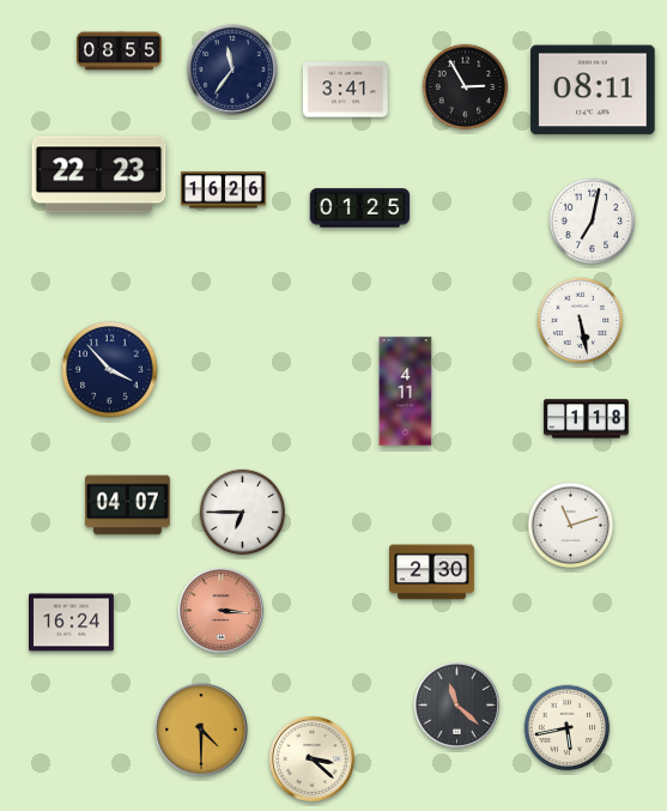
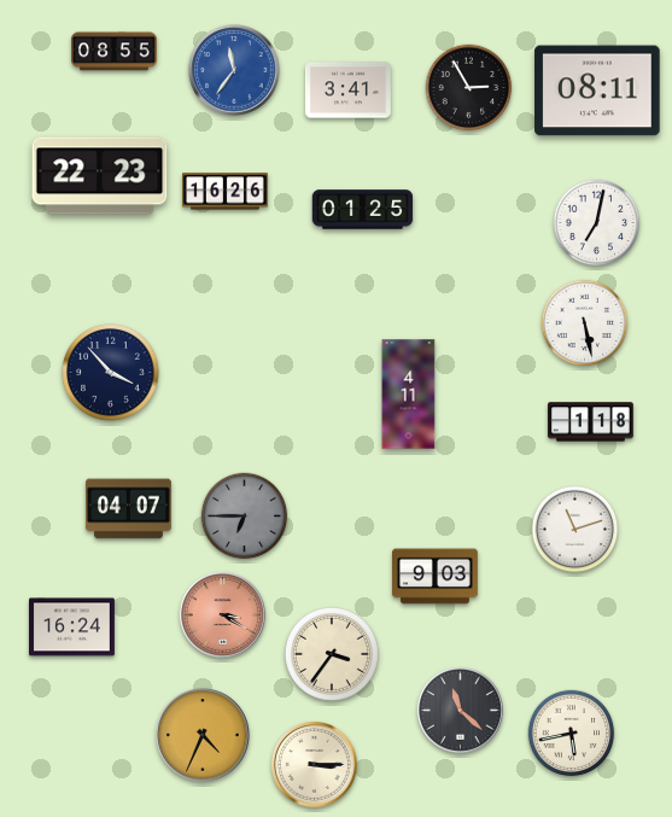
clock at (120, 52) position: (120, 52) -> (115, 52)
clock at (232, 69) dial: navy -> blue
clock at (243, 513) dial: white -> grey
clock at (431, 573): 2:30 -> 9:03
clock at (220, 610): 3:16 -> 3:20
clock at (332, 654): none -> 3:36
clock at (201, 730): 4:30 -> 4:34
clock at (311, 758): 3:22 -> 3:15
